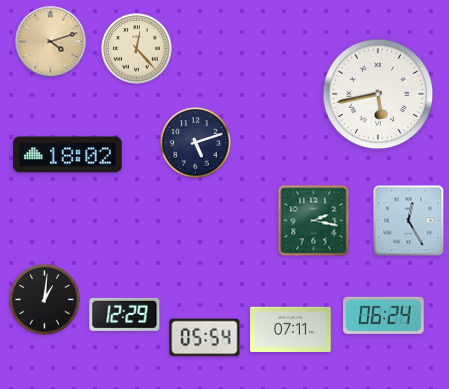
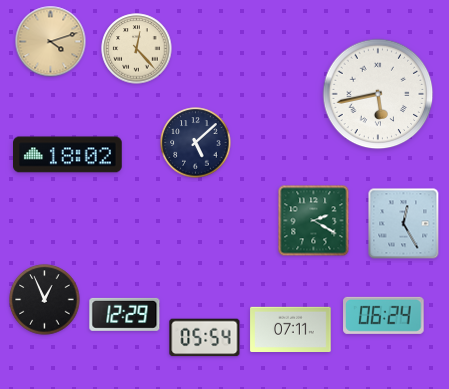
clock at (196, 143): 5:12 -> 5:08
clock at (314, 221): 2:17 -> 2:20
clock at (409, 221) position: (409, 221) -> (404, 224)
clock at (45, 300): 1:01 -> 12:56
